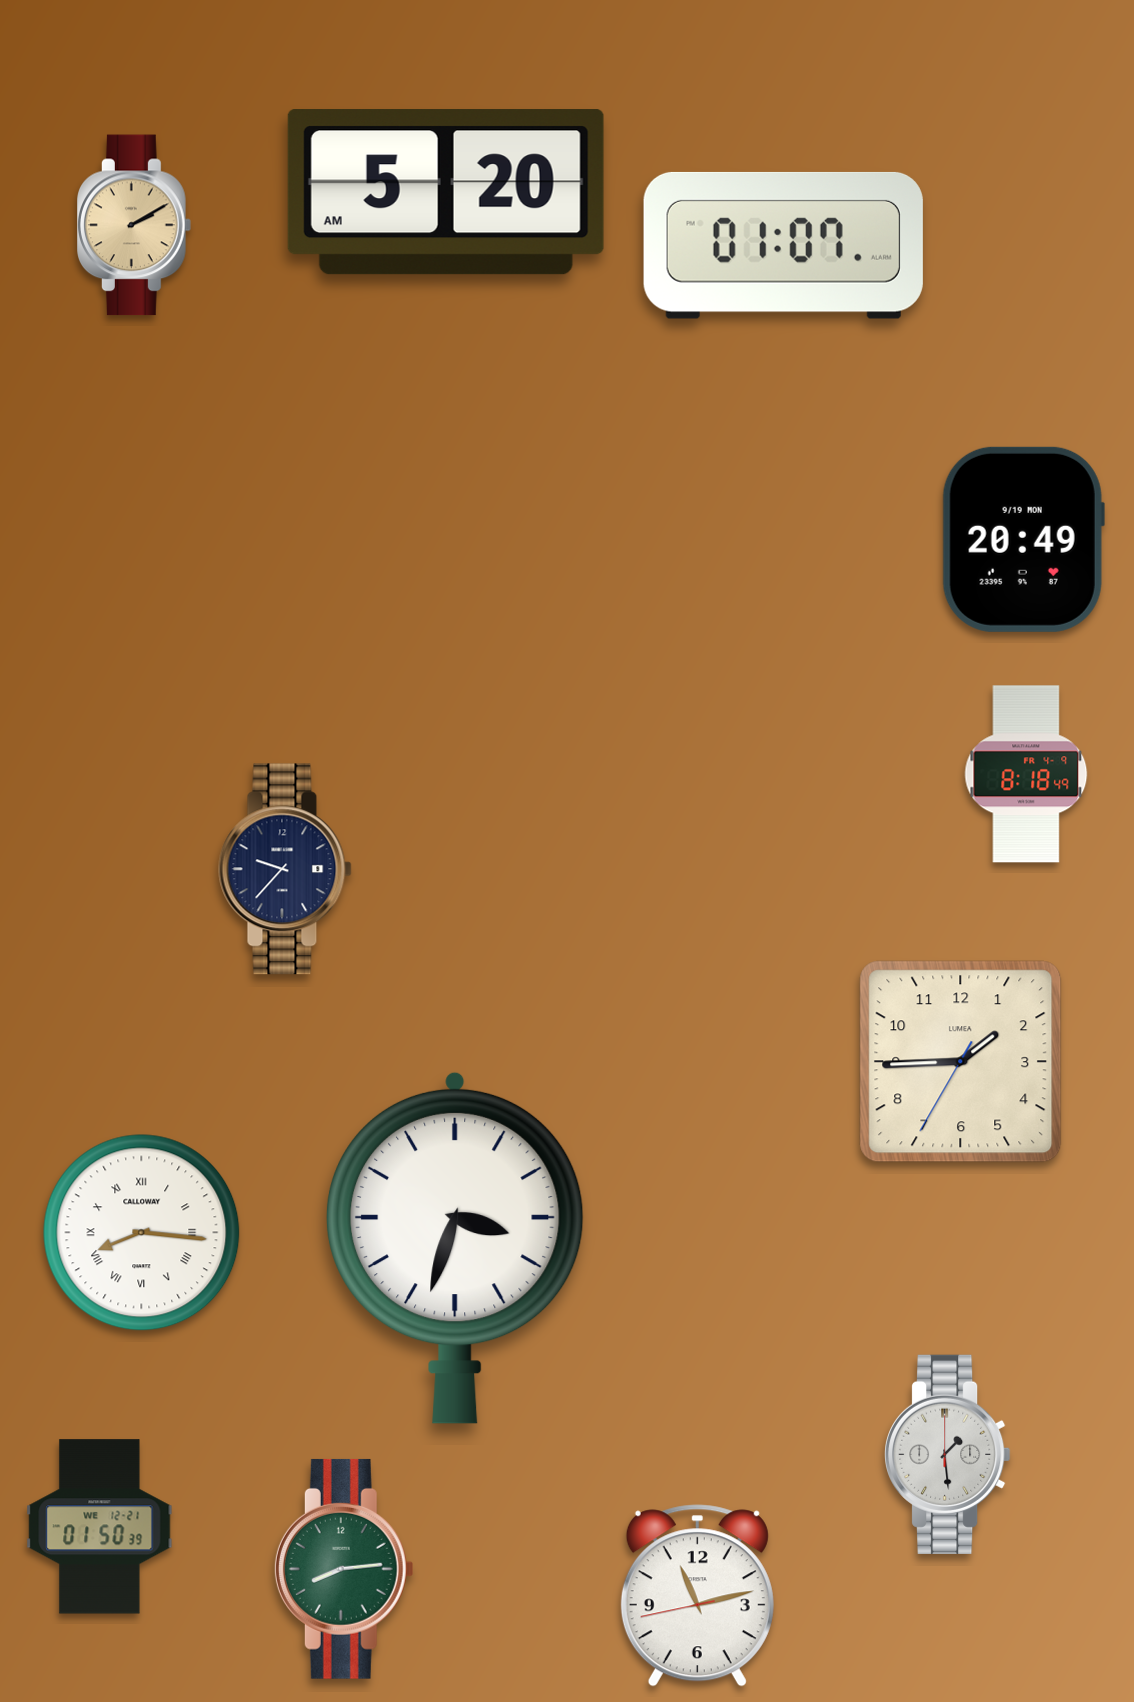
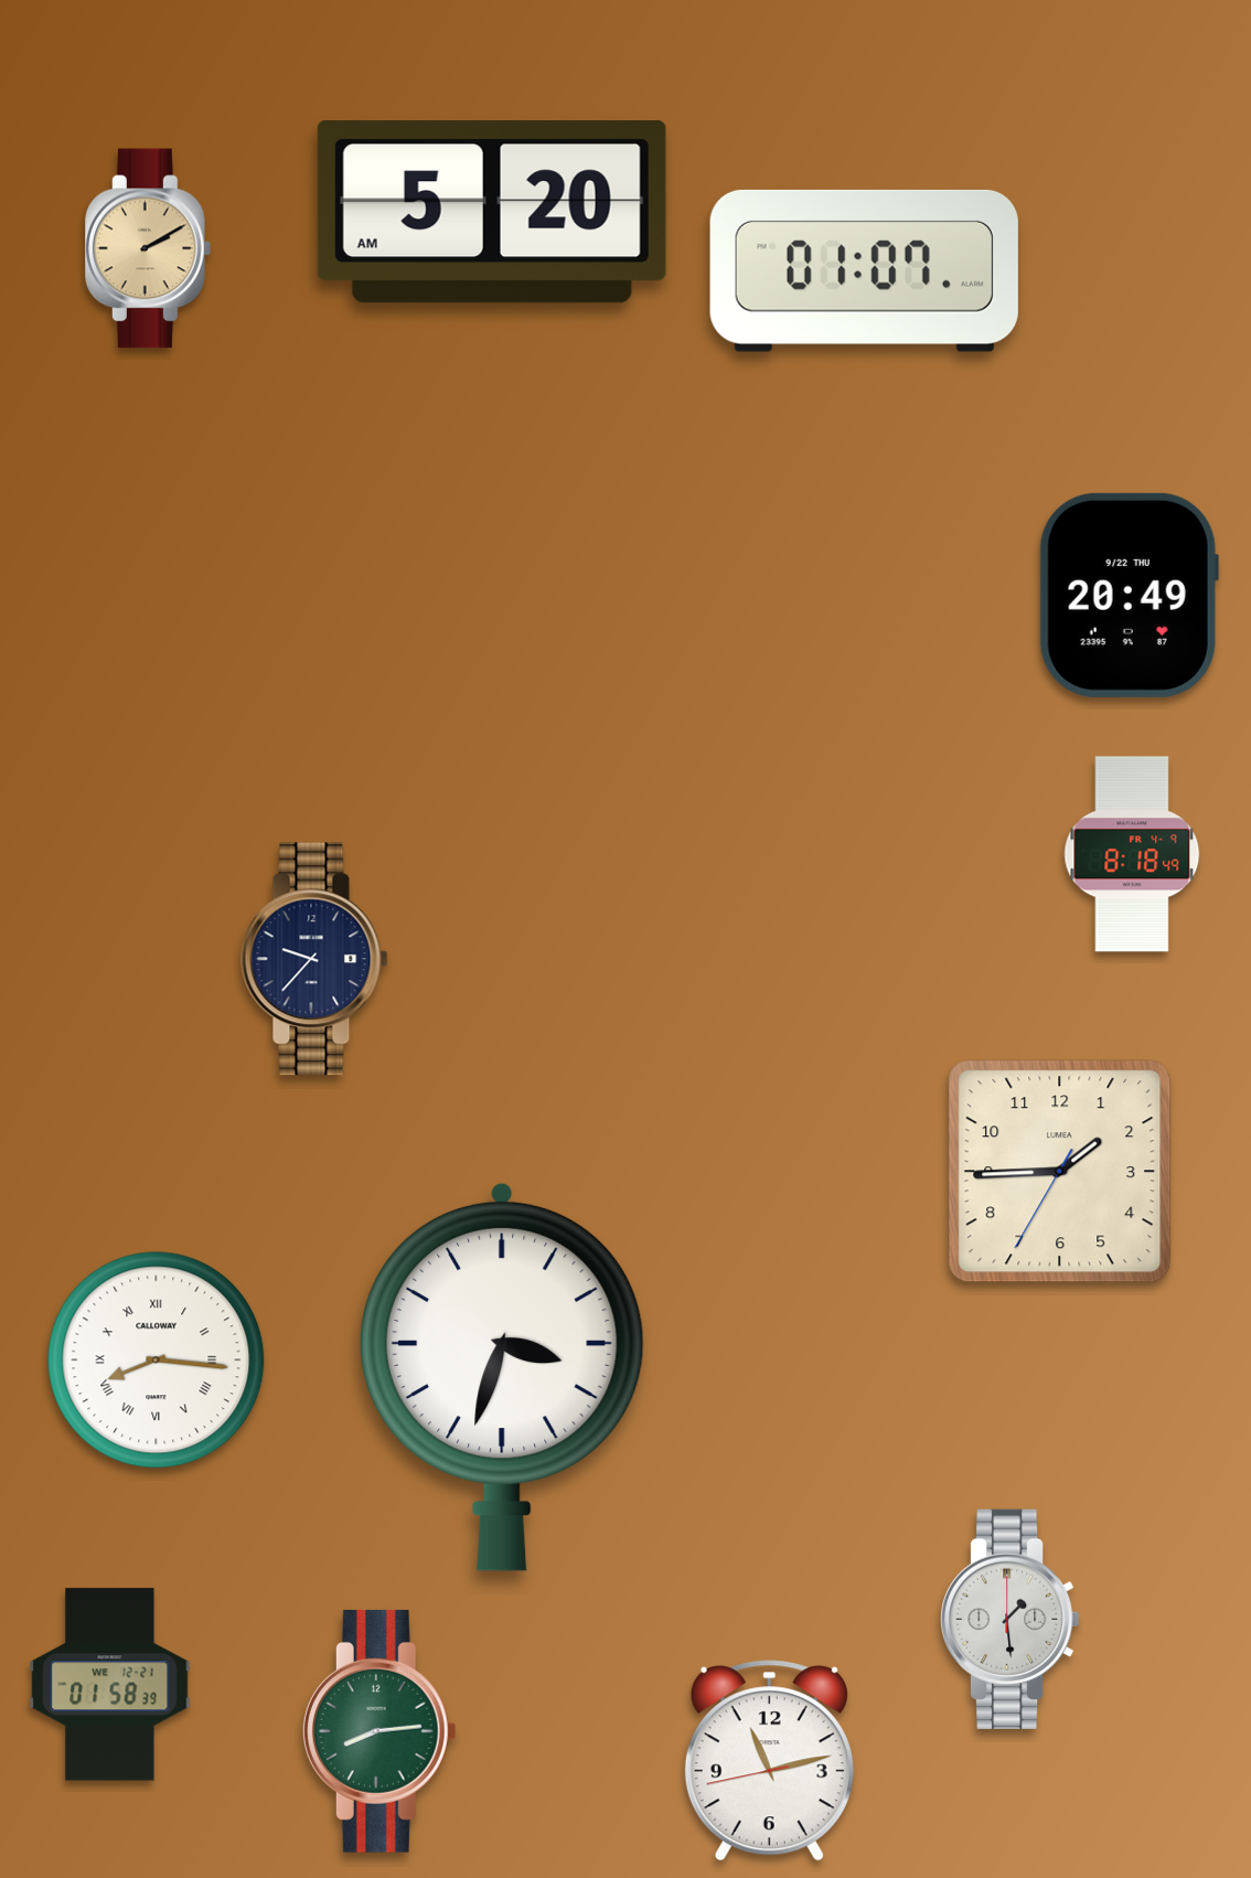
clock at (1023, 539) date: 9/19 MON -> 9/22 THU
clock at (948, 1454) position: (948, 1454) -> (1011, 1619)
clock at (100, 1527): 01:50 -> 01:58
